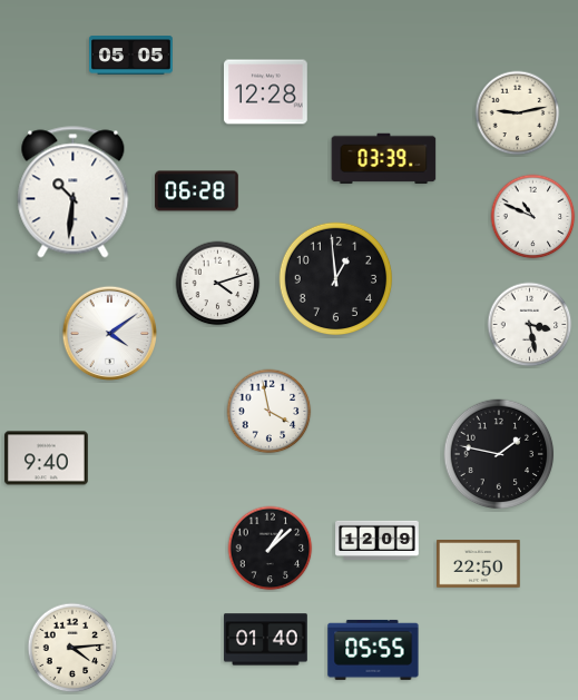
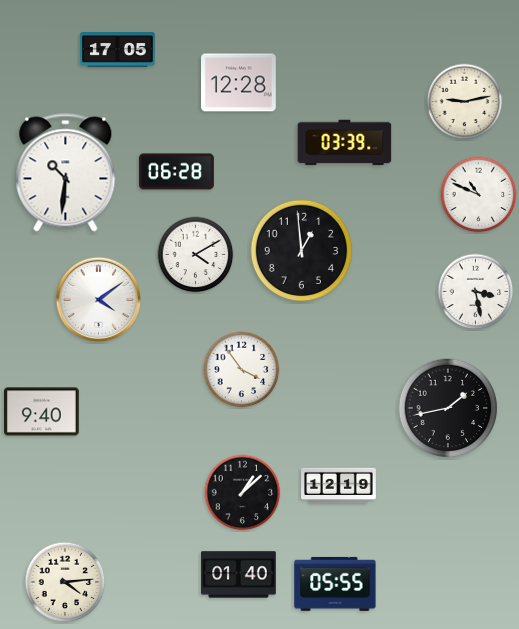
clock at (131, 56): 05:05 -> 17:05
clock at (218, 284): 4:12 -> 4:10
clock at (270, 412): 3:58 -> 3:54
clock at (499, 454): 1:47 -> 1:43
clock at (378, 540): 12:09 -> 12:19
clock at (479, 564): 22:50 -> none
